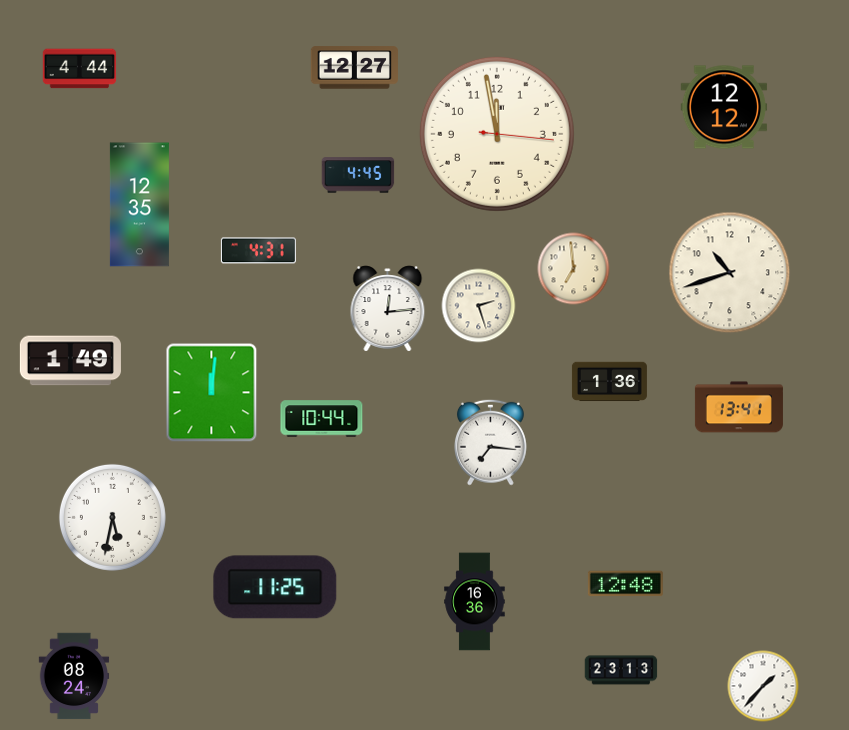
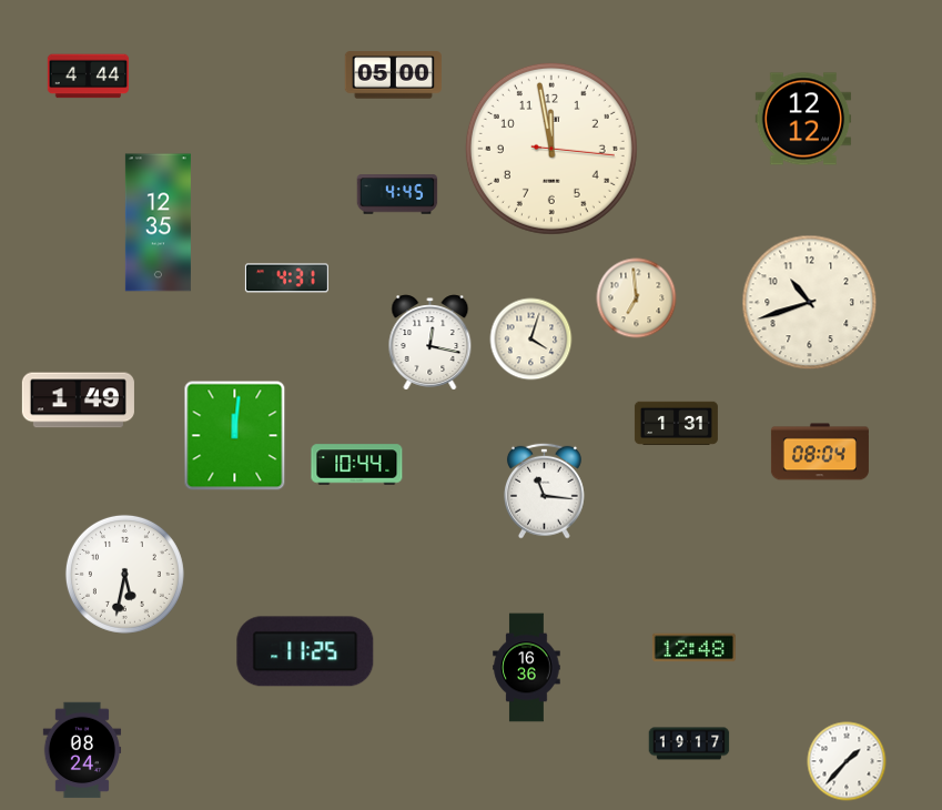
clock at (354, 68): 12:27 -> 05:00
clock at (139, 205) position: (139, 205) -> (158, 223)
clock at (479, 306): 2:27 -> 4:03
clock at (388, 309): 12:14 -> 12:17
clock at (609, 382): 1:36 -> 1:31
clock at (739, 407): 13:41 -> 08:04
clock at (490, 442): 7:16 -> 11:16
clock at (621, 670): 23:13 -> 19:17
